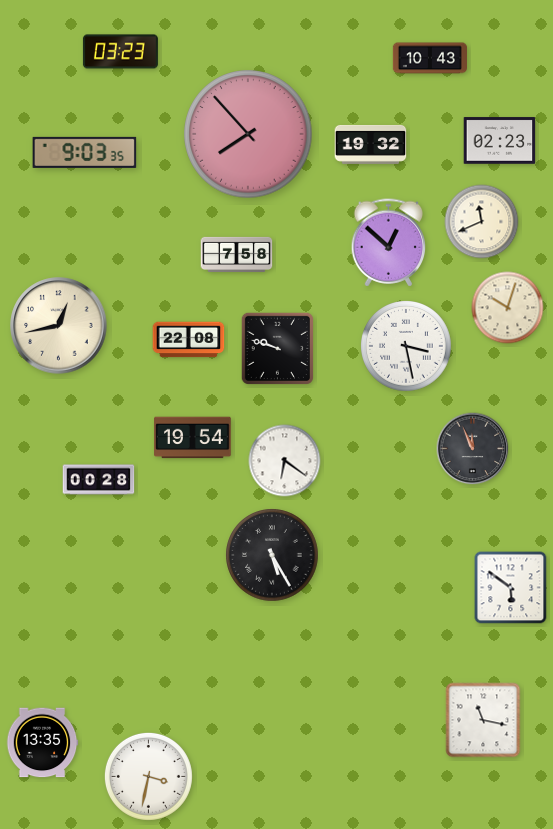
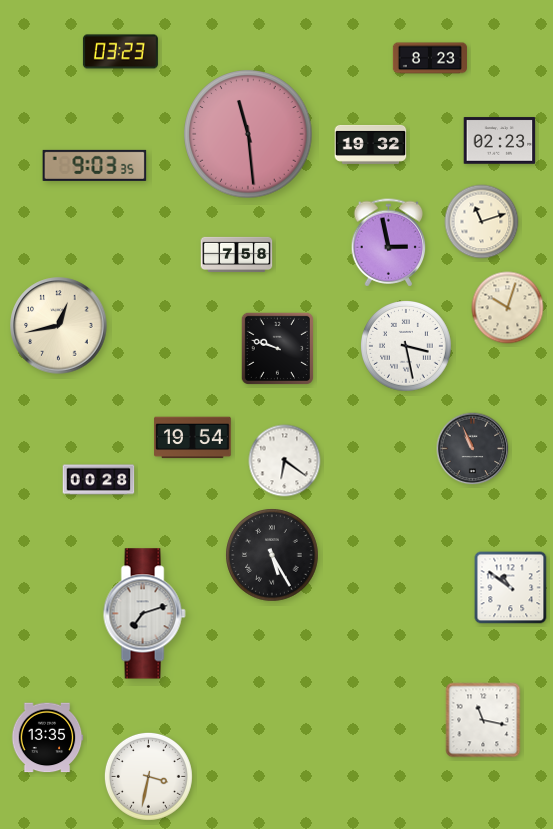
clock at (430, 58): 10:43 -> 8:23
clock at (248, 134): 7:53 -> 11:29
clock at (85, 152) position: (85, 152) -> (95, 165)
clock at (482, 222): 11:41 -> 11:12
clock at (389, 243): 12:52 -> 2:58
clock at (189, 340): 22:08 -> none
clock at (473, 449): 11:56 -> 10:56
clock at (511, 588): 5:51 -> 10:51
clock at (144, 614): none -> 7:12
clock at (42, 743) position: (42, 743) -> (47, 738)
